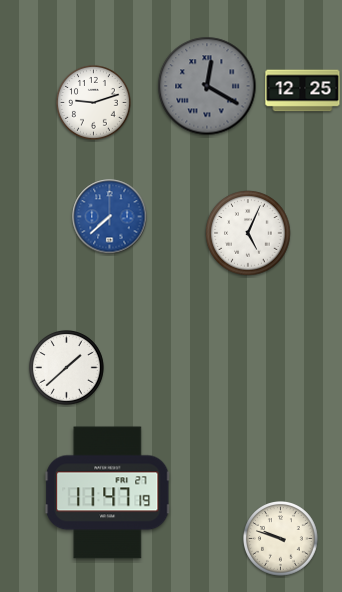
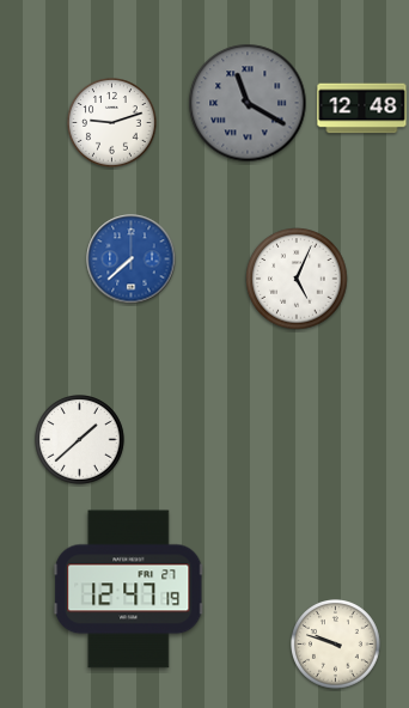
clock at (207, 86): 12:20 -> 11:20
clock at (303, 91): 12:25 -> 12:48
clock at (108, 493): 11:47 -> 12:47
